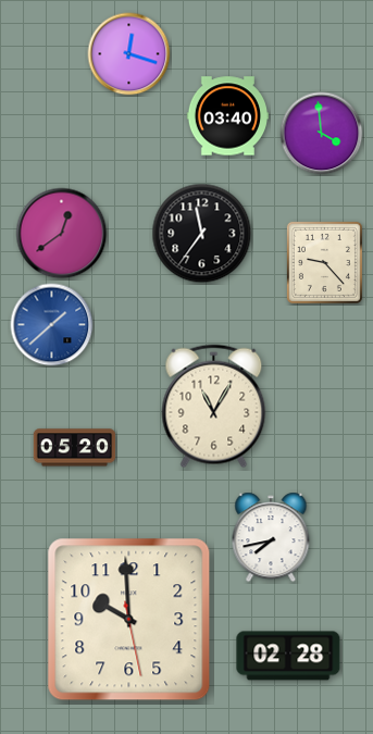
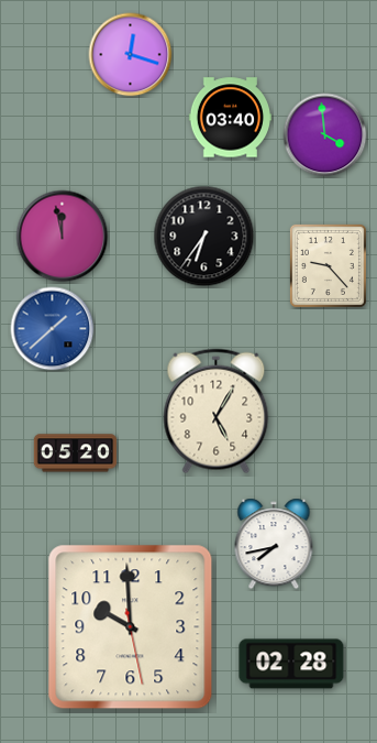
clock at (62, 234): 12:39 -> 11:58
clock at (202, 234): 11:36 -> 6:36
clock at (214, 407): 11:05 -> 5:05
